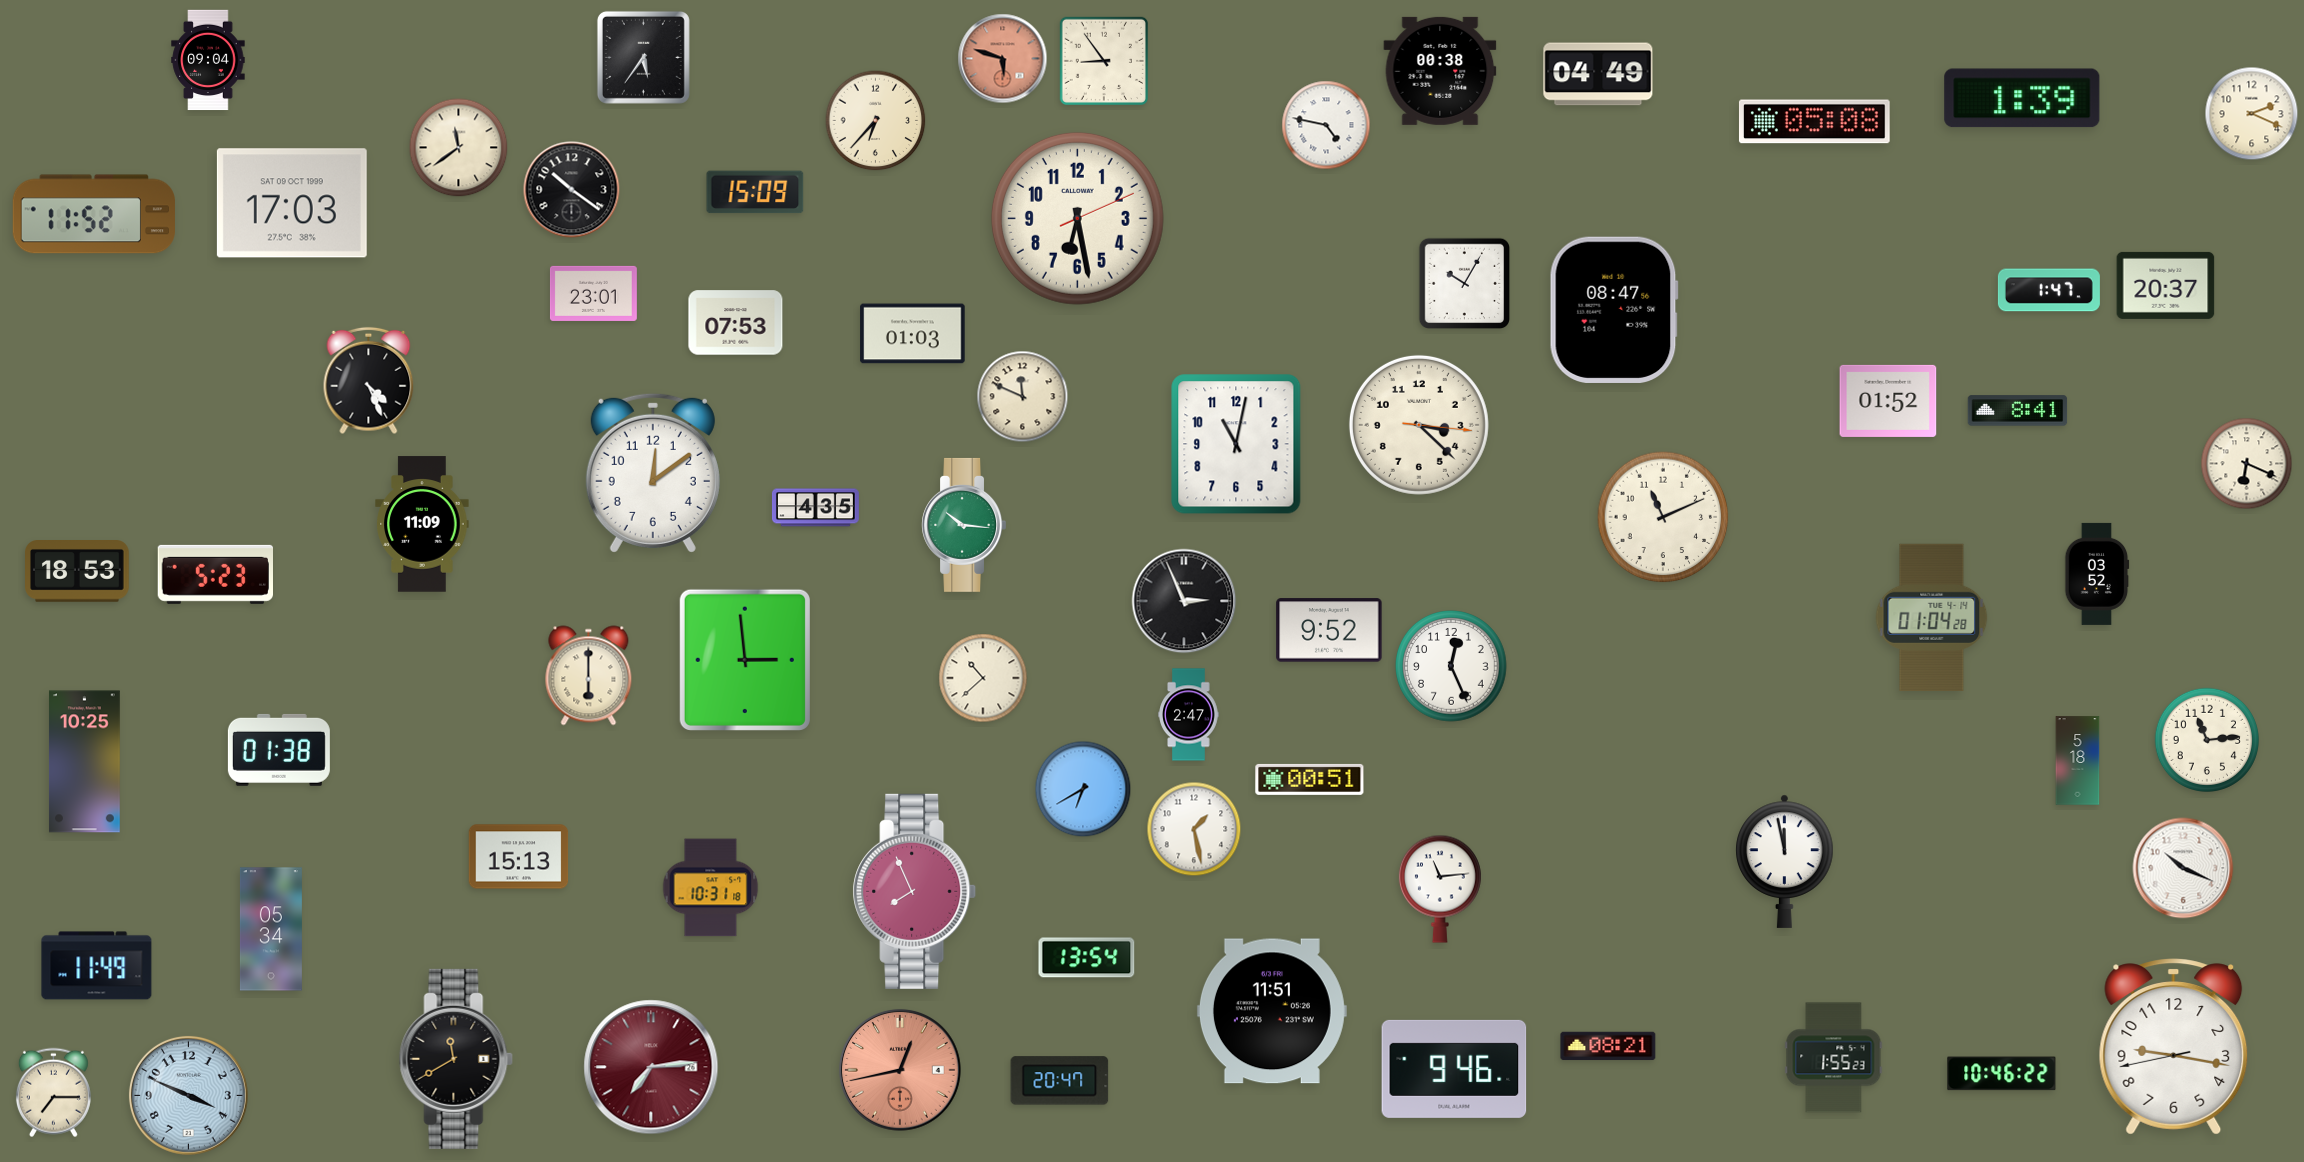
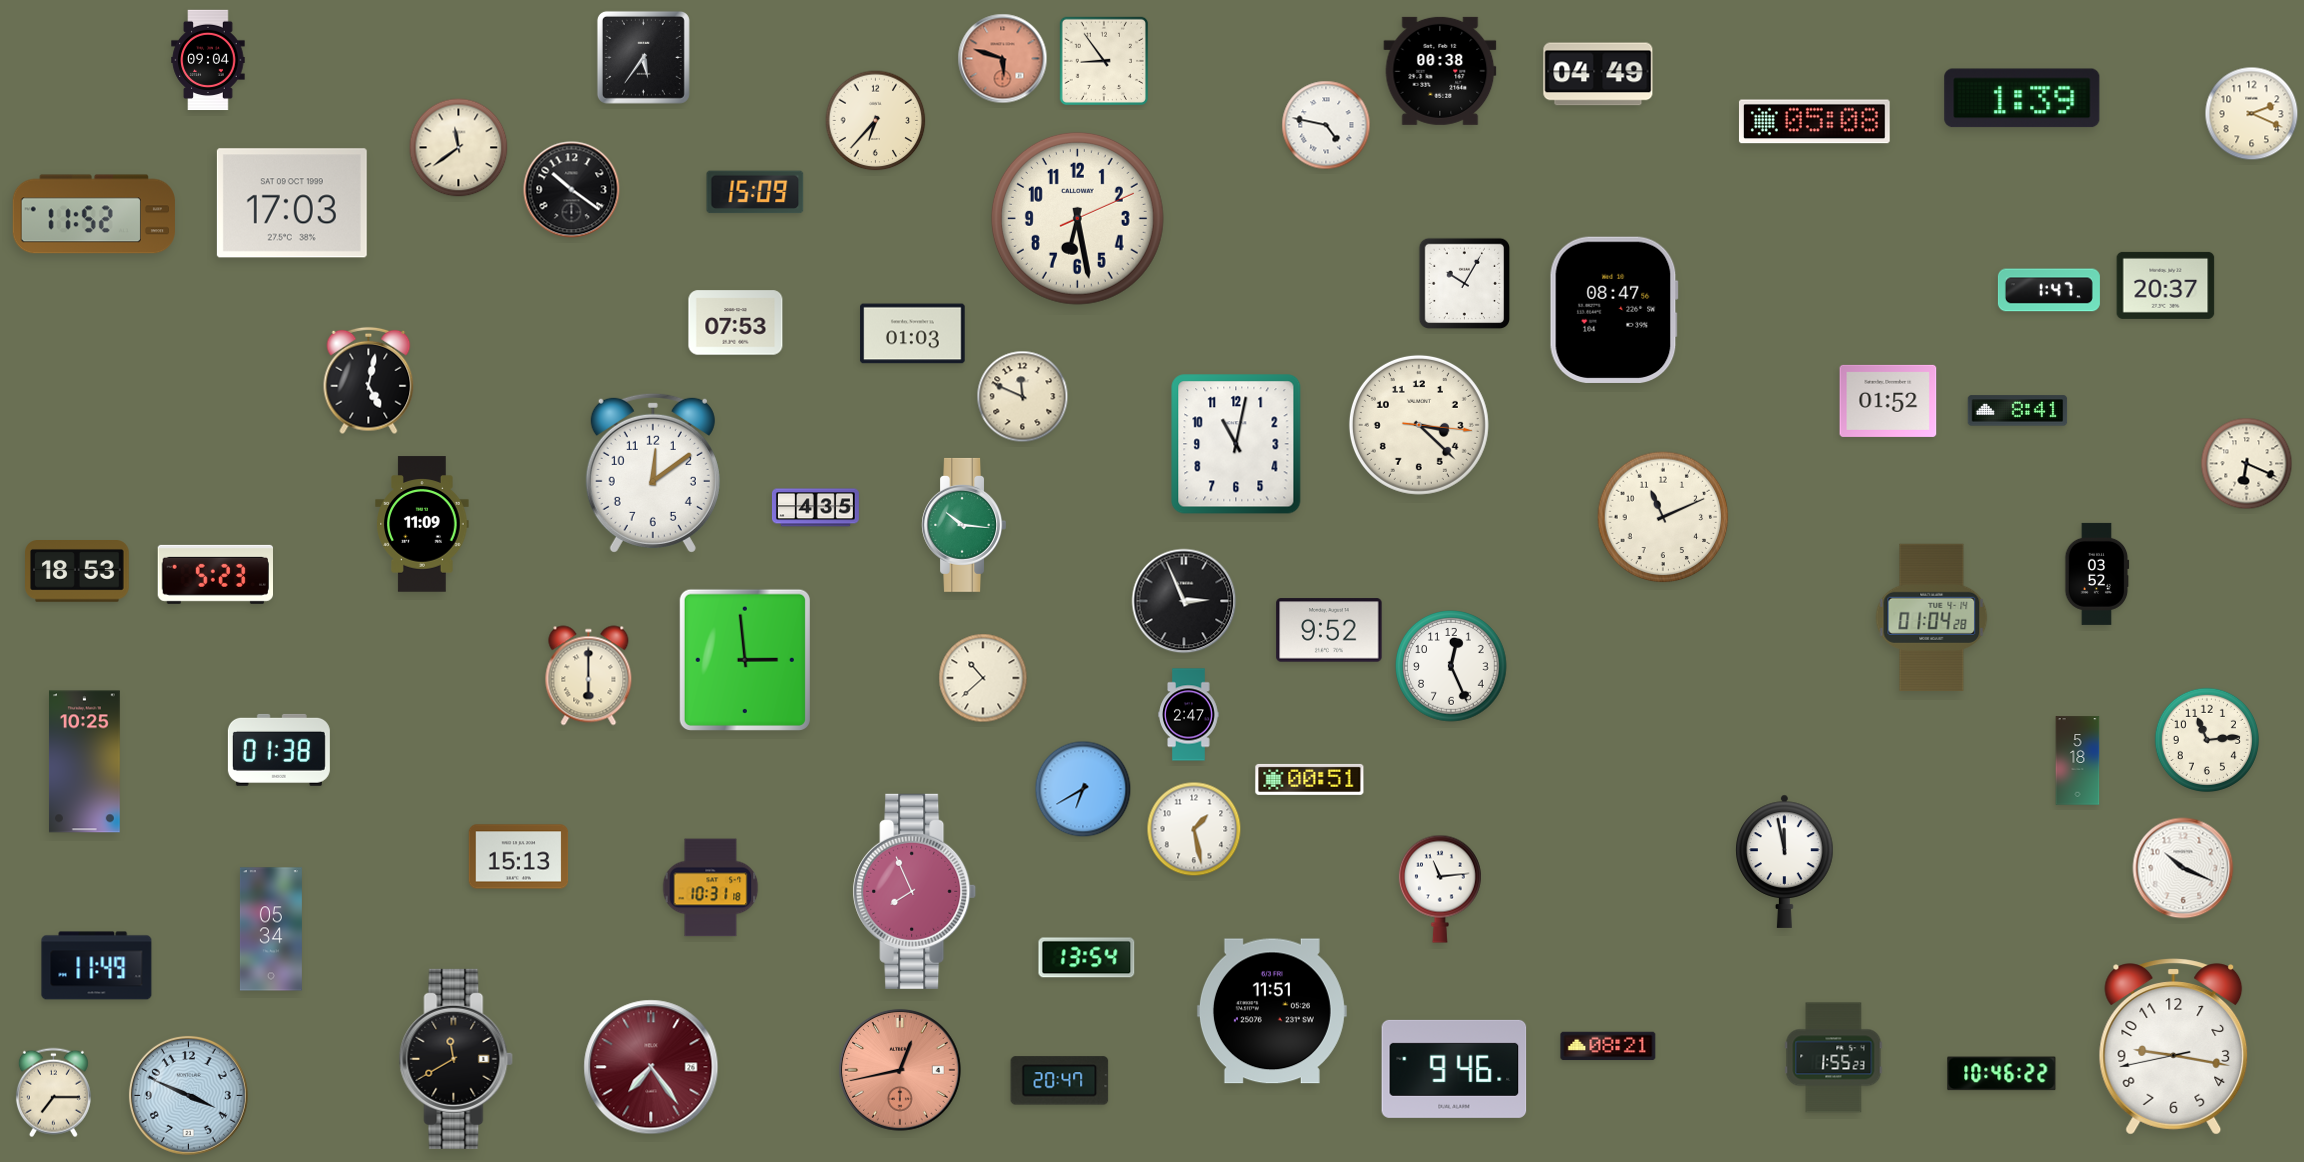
clock at (593, 293): 23:01 -> none
clock at (369, 381): 4:26 -> 5:02
clock at (651, 1067): 7:14 -> 7:24
